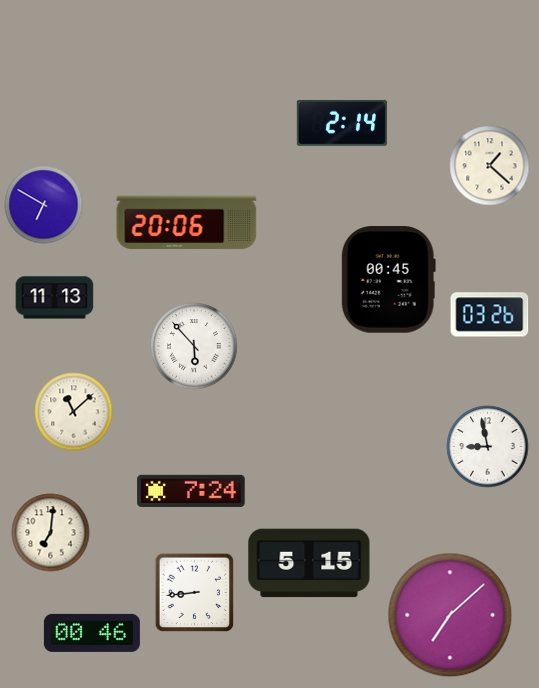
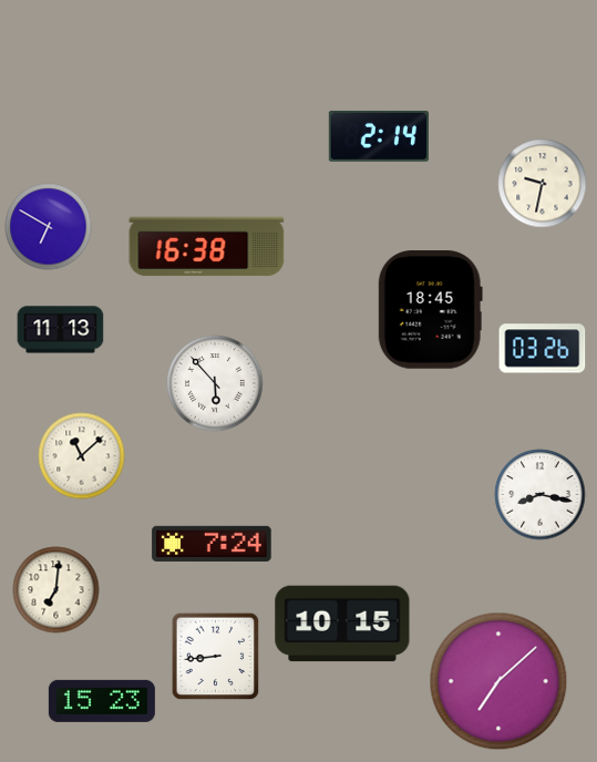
clock at (489, 165): 1:22 -> 9:32
clock at (187, 223): 20:06 -> 16:38
clock at (388, 280): 00:45 -> 18:45
clock at (487, 446): 8:58 -> 8:17
clock at (309, 563): 5:15 -> 10:15
clock at (92, 633): 00:46 -> 15:23
